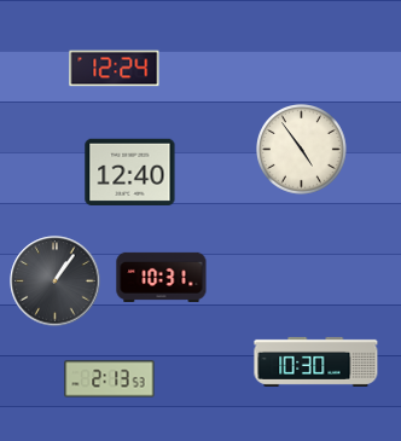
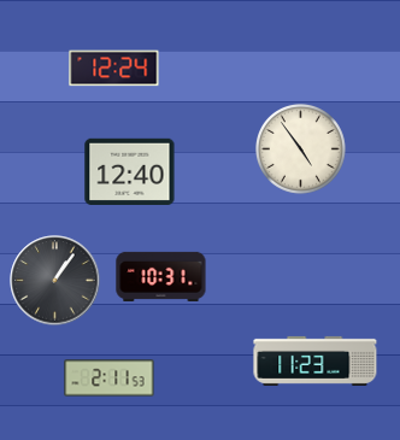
clock at (316, 361): 10:30 -> 11:23
clock at (110, 379): 2:13 -> 2:11
